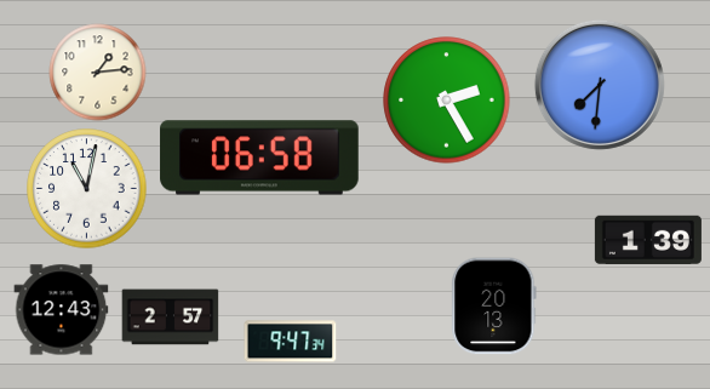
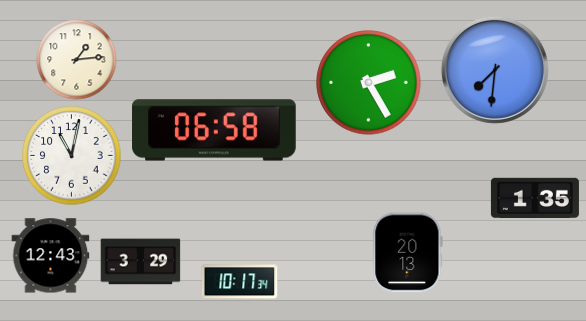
clock at (98, 73) position: (98, 73) -> (77, 60)
clock at (648, 240): 1:39 -> 1:35
clock at (171, 318): 2:57 -> 3:29
clock at (291, 342): 9:47 -> 10:17
